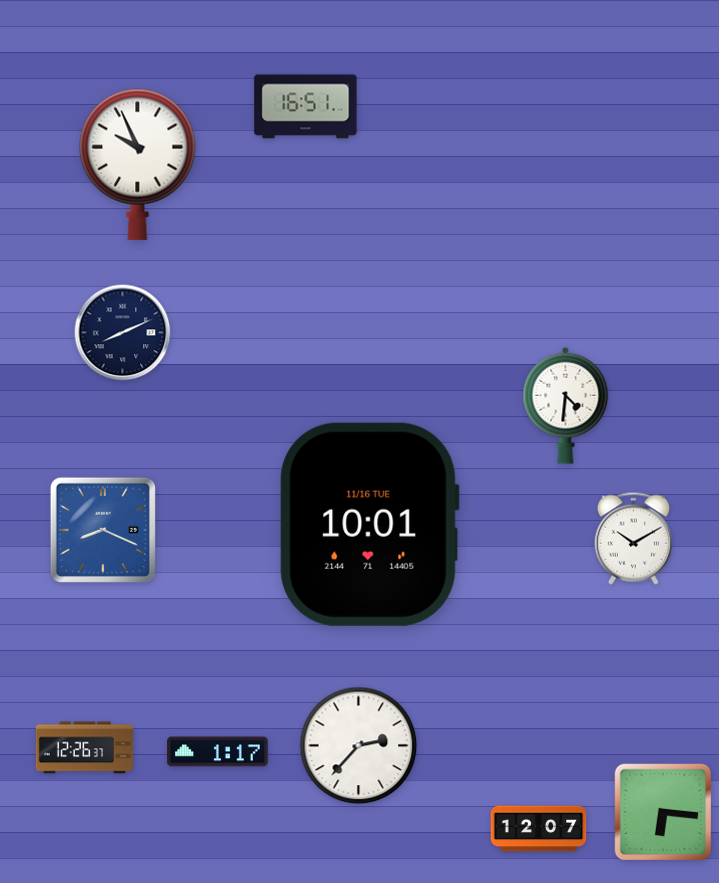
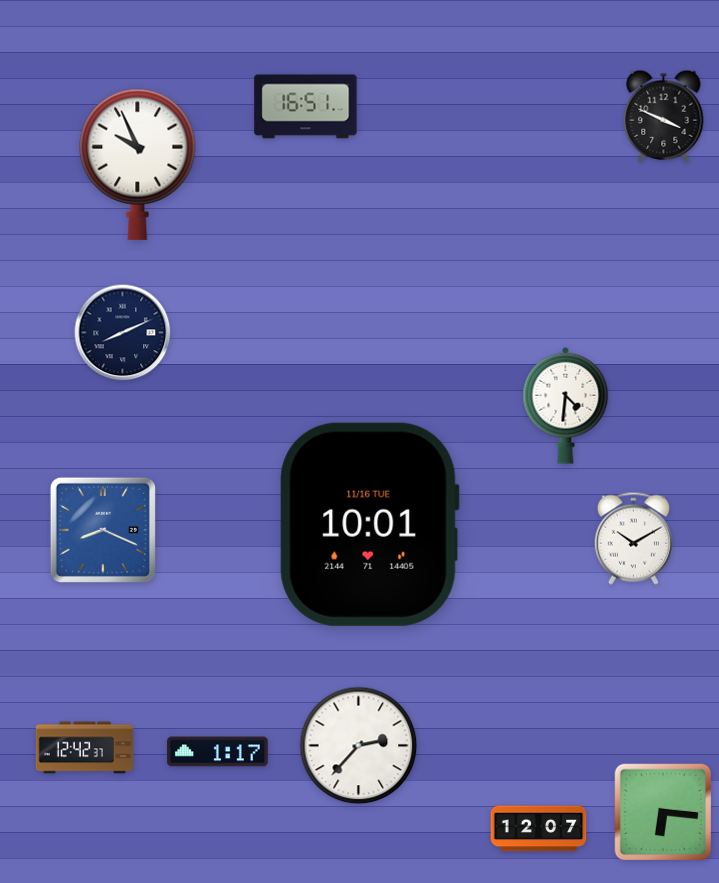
clock at (664, 116): none -> 3:49
clock at (84, 748): 12:26 -> 12:42
